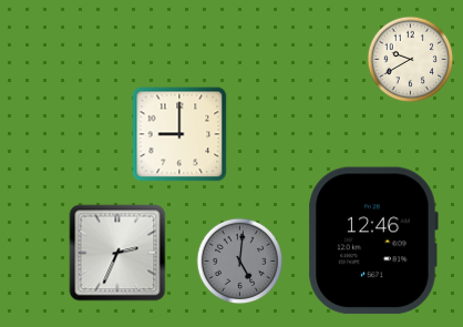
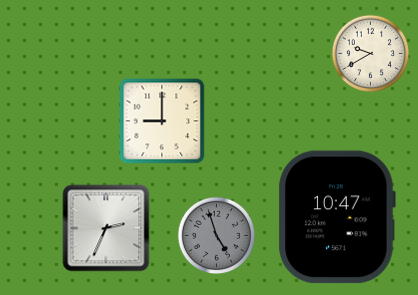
clock at (373, 241): 12:46 -> 10:47
clock at (240, 262): 5:01 -> 4:57
